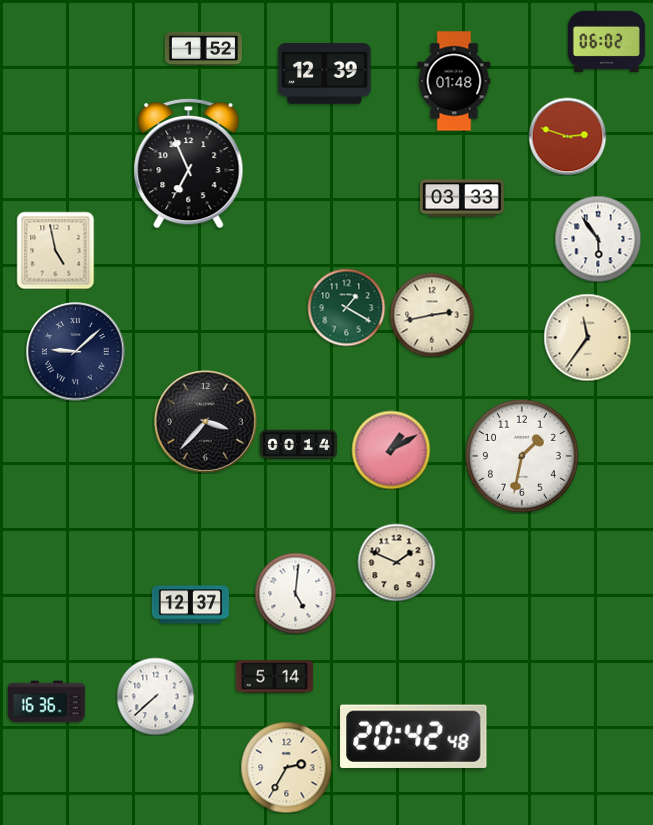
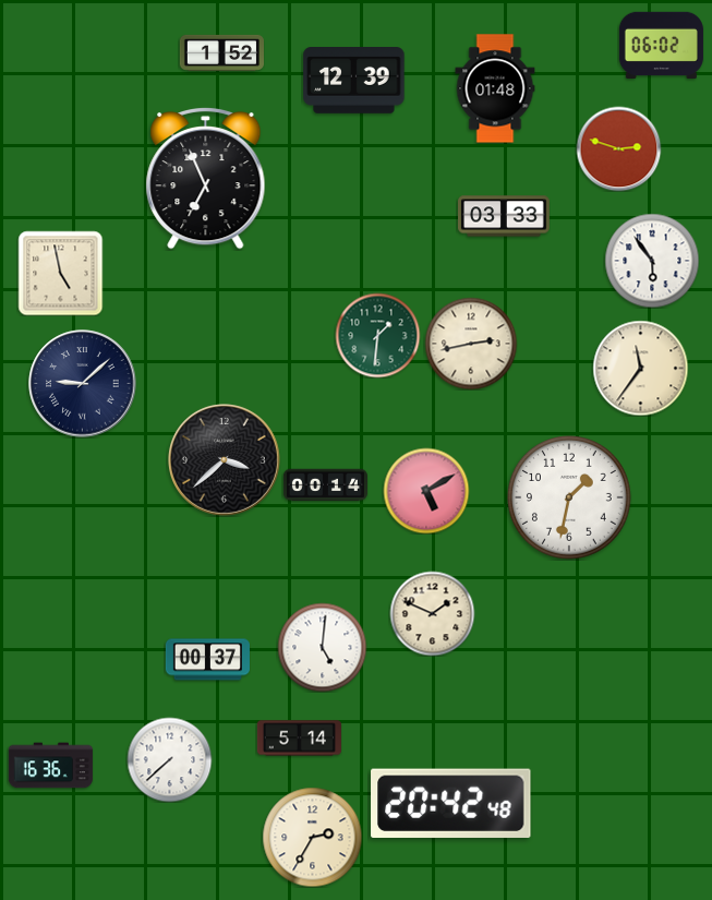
clock at (346, 307): 1:20 -> 1:31
clock at (206, 422): 3:37 -> 3:38
clock at (391, 450): 1:10 -> 5:10
clock at (190, 605): 12:37 -> 00:37
